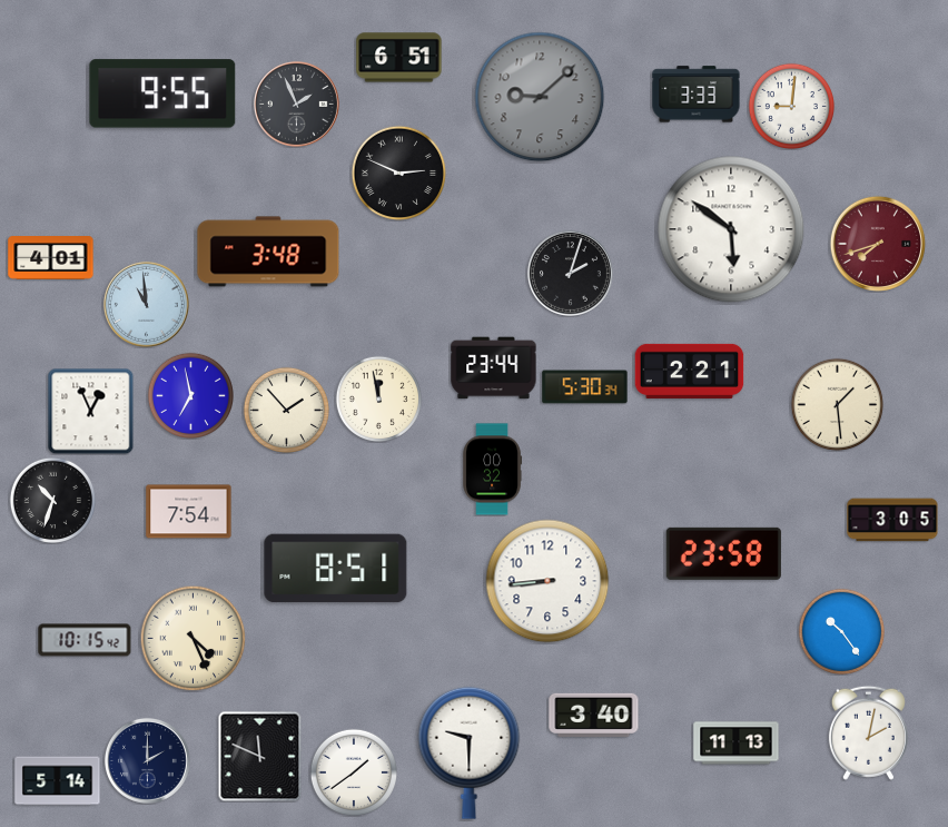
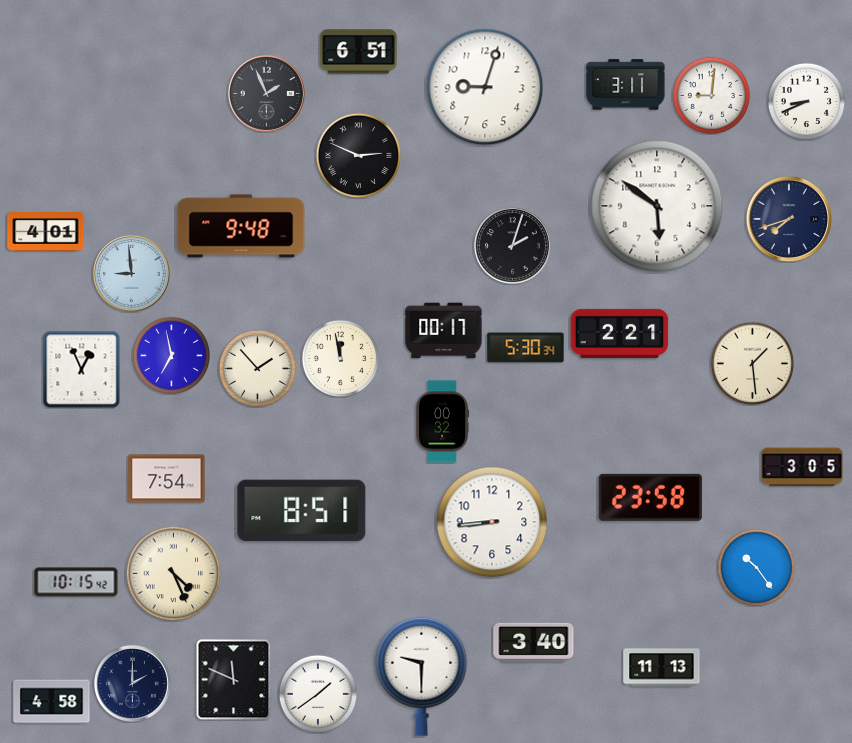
clock at (162, 93): 9:55 -> none
clock at (697, 95): 3:33 -> 3:11
clock at (540, 97): 9:08 -> 9:03
clock at (540, 97) dial: grey -> white
clock at (806, 101): none -> 8:41
clock at (877, 243) dial: burgundy -> navy
clock at (268, 252): 3:48 -> 9:48
clock at (146, 304): 10:59 -> 8:59
clock at (494, 368): 23:44 -> 00:17
clock at (52, 500): 10:33 -> none
clock at (189, 512) position: (189, 512) -> (167, 479)
clock at (85, 640) position: (85, 640) -> (76, 582)
clock at (868, 732): 2:02 -> none
clock at (58, 781): 5:14 -> 4:58
